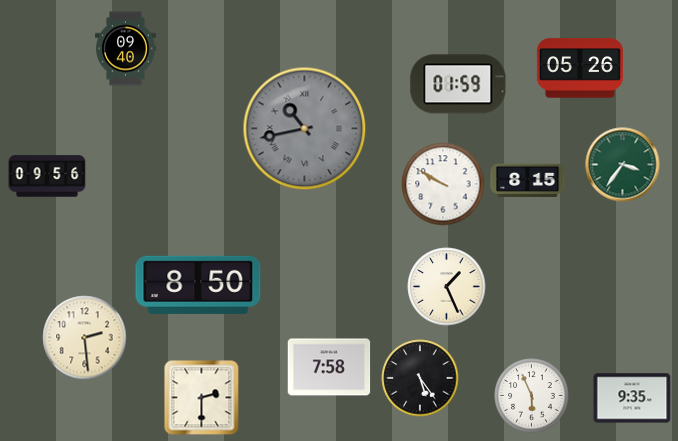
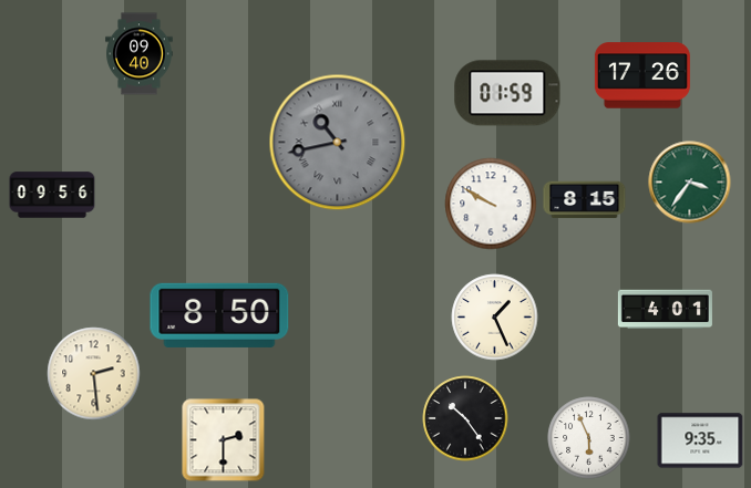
clock at (580, 68): 05:26 -> 17:26
clock at (665, 310): none -> 4:01
clock at (329, 367): 7:58 -> none
clock at (420, 378): 5:24 -> 10:24
